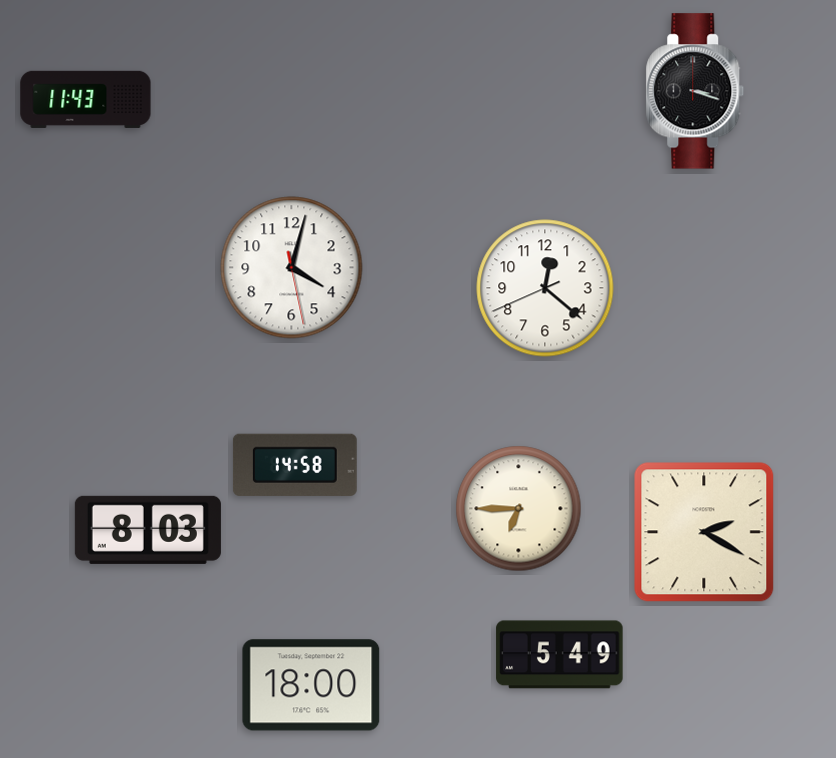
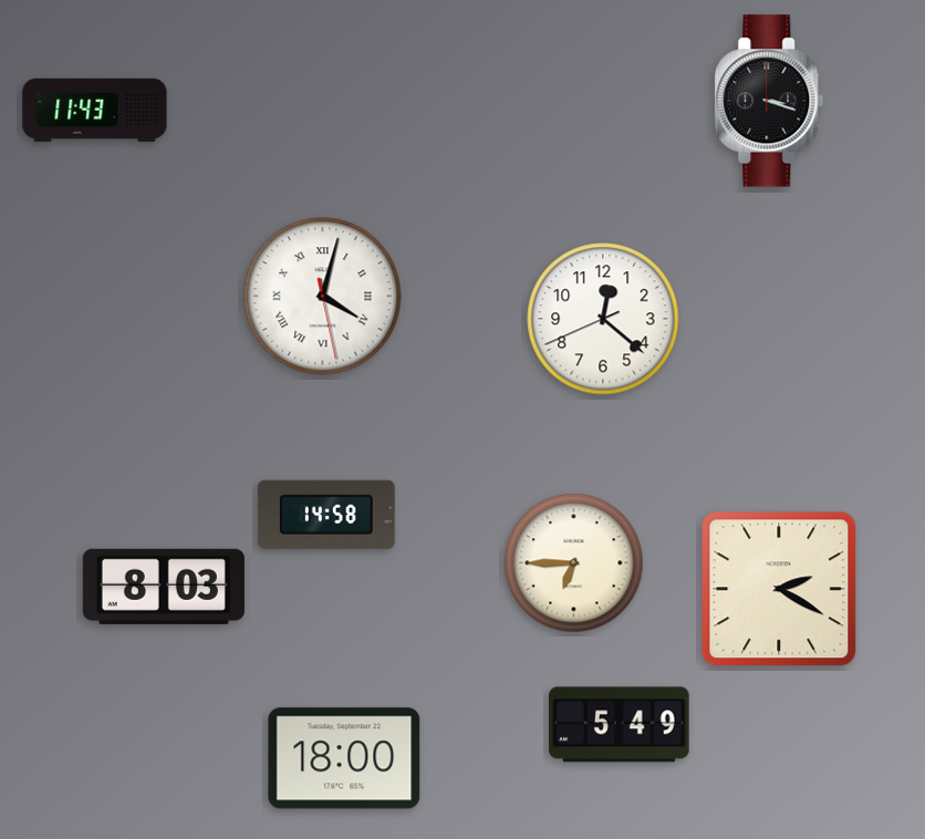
clock at (292, 268) numerals: Arabic -> Roman
